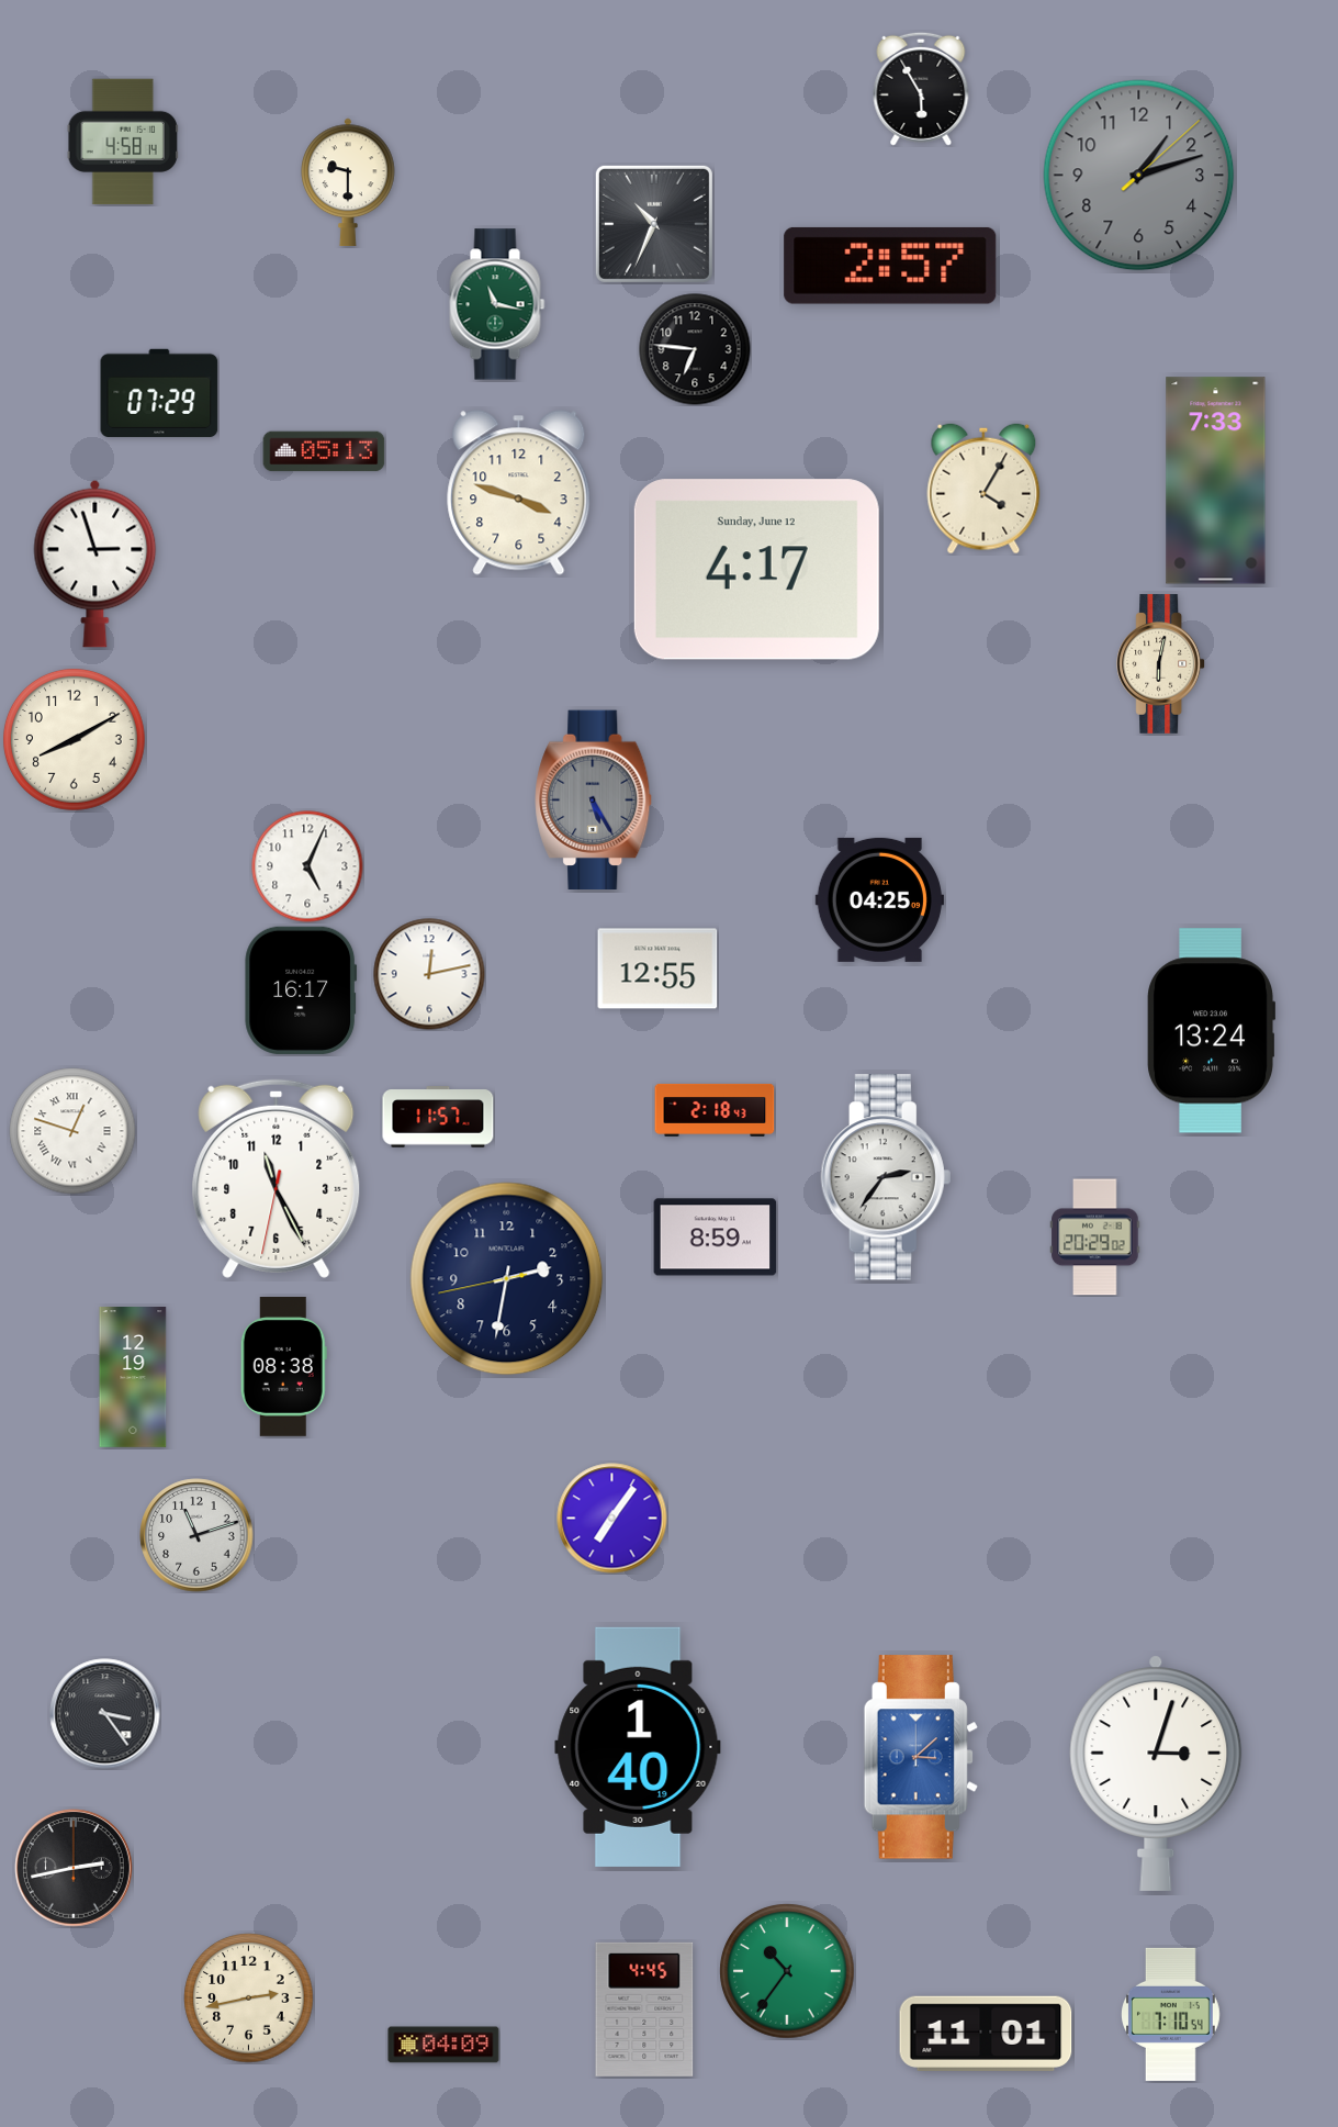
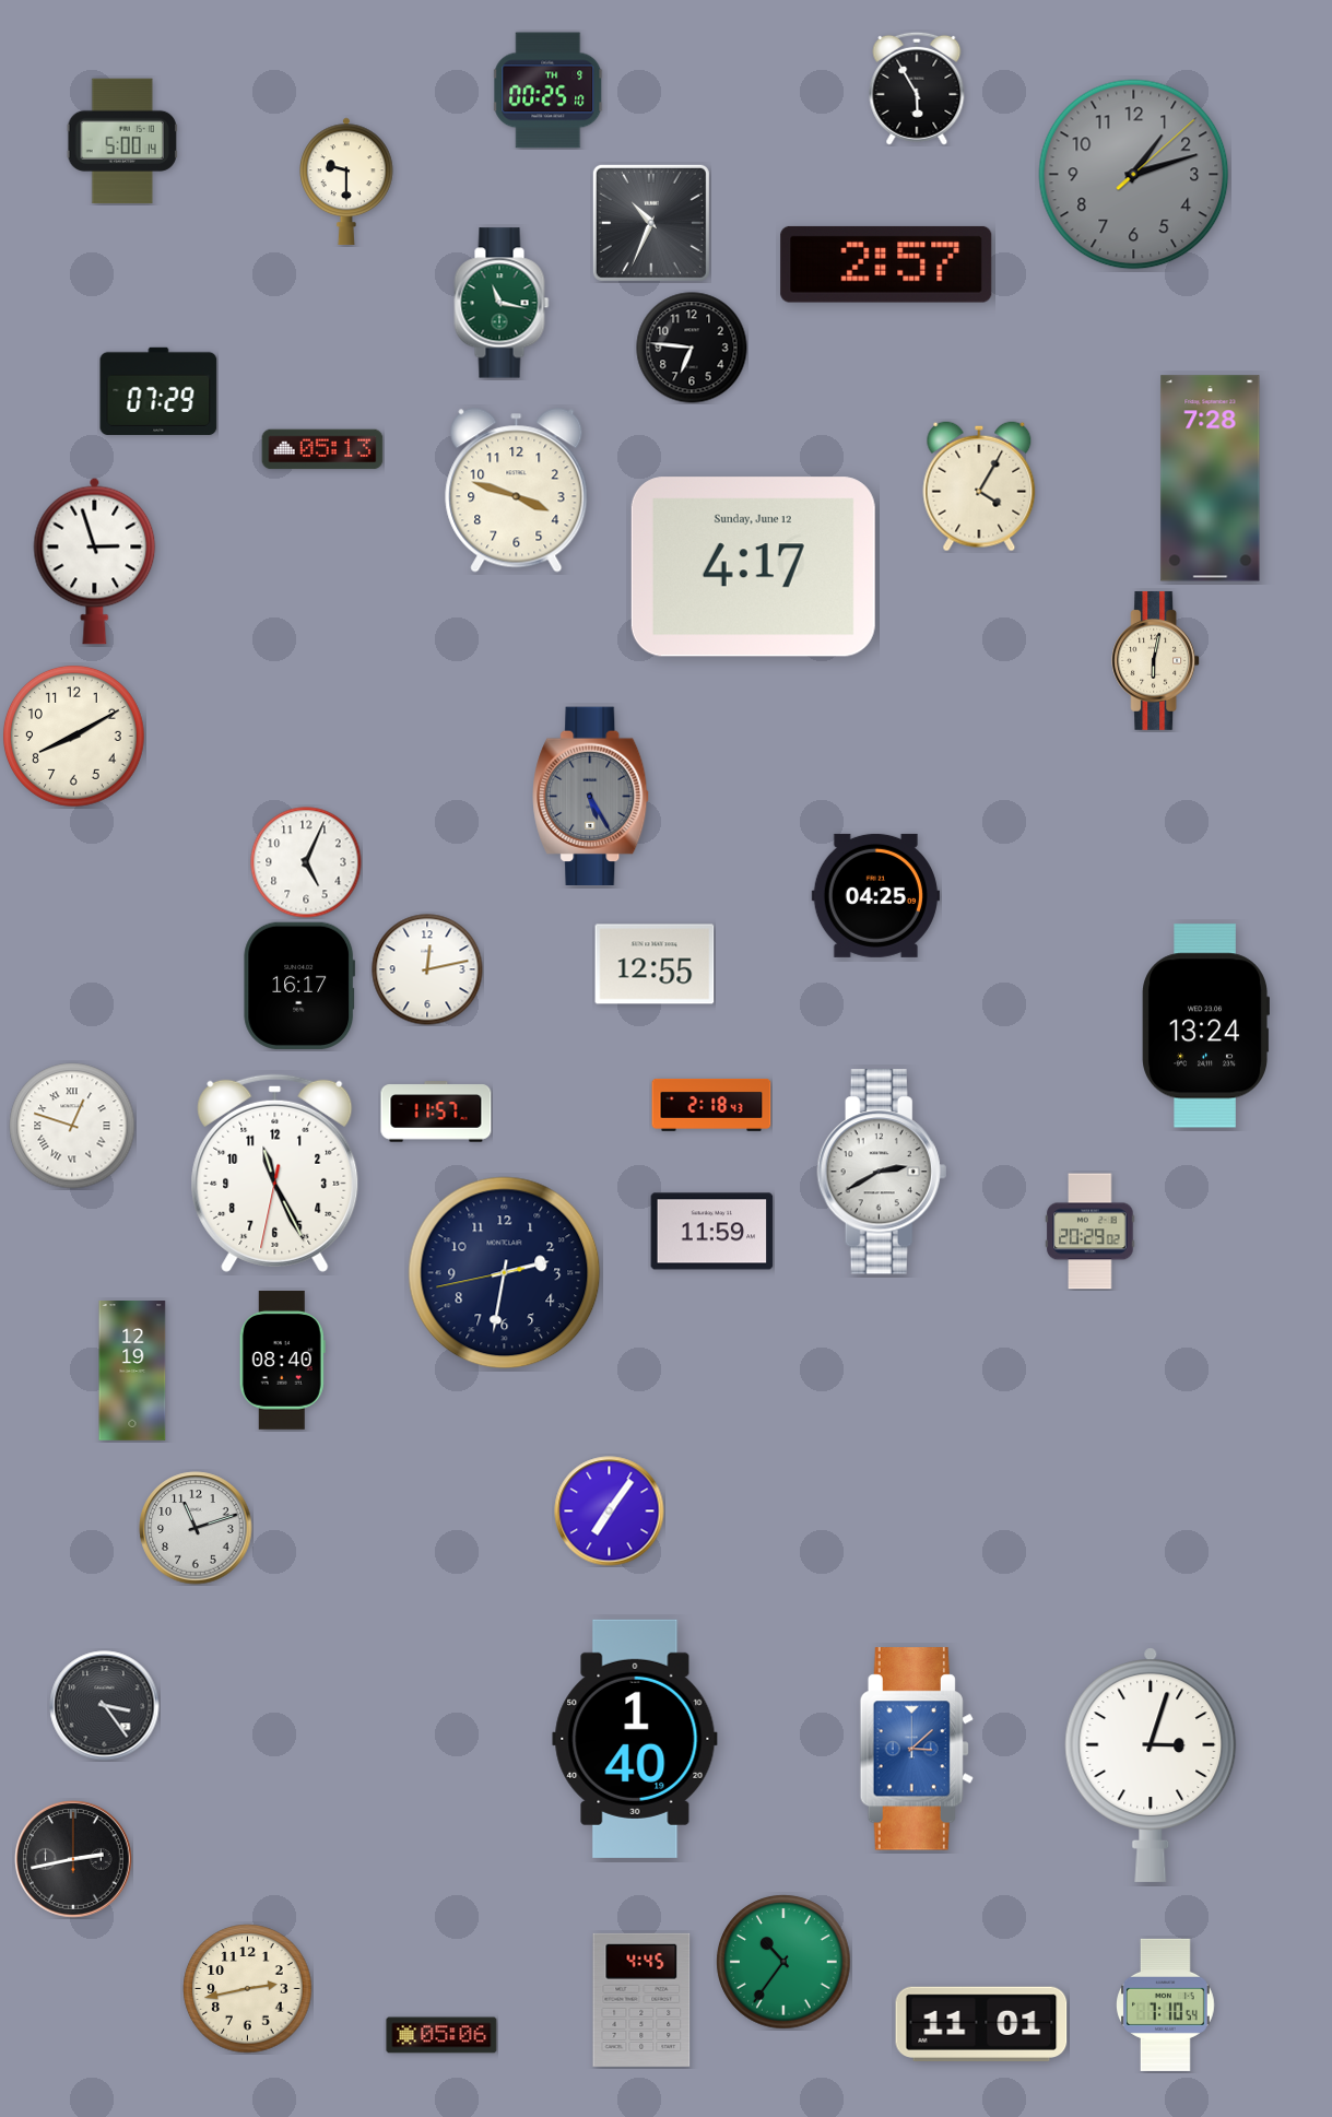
clock at (549, 91): none -> 00:25
clock at (123, 142): 4:58 -> 5:00
clock at (497, 304) position: (497, 304) -> (502, 303)
clock at (1216, 481): 7:33 -> 7:28
clock at (886, 1177): 2:36 -> 2:40
clock at (716, 1238): 8:59 -> 11:59
clock at (283, 1366): 08:38 -> 08:40
clock at (443, 2045): 04:09 -> 05:06
